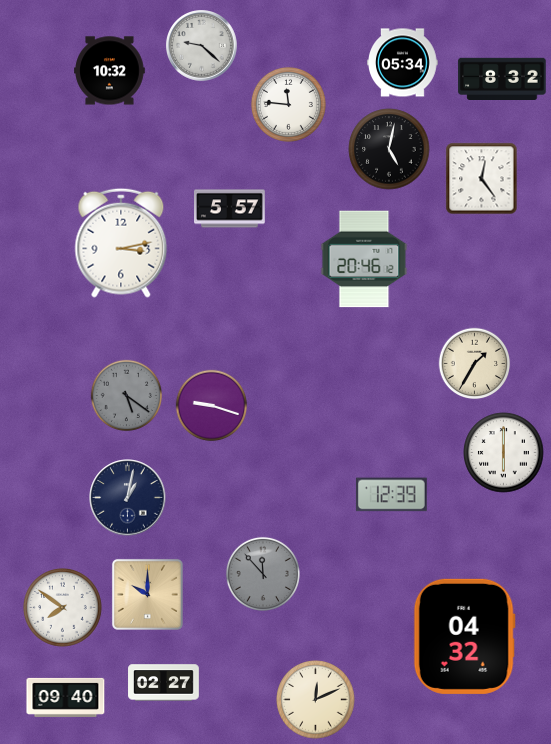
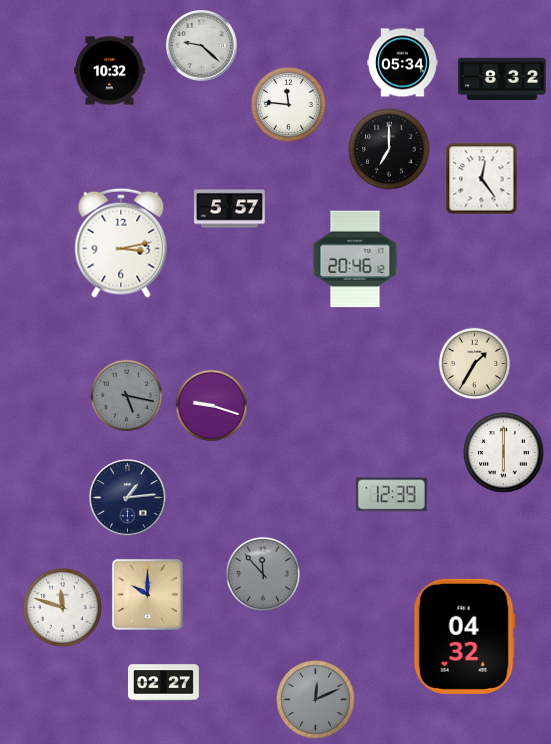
clock at (389, 149): 5:02 -> 7:00
clock at (364, 259) position: (364, 259) -> (355, 259)
clock at (127, 396): 5:21 -> 5:17
clock at (128, 498): 1:02 -> 1:14
clock at (63, 608): 7:51 -> 11:48
clock at (66, 697): 09:40 -> none
clock at (316, 700) dial: cream -> grey
